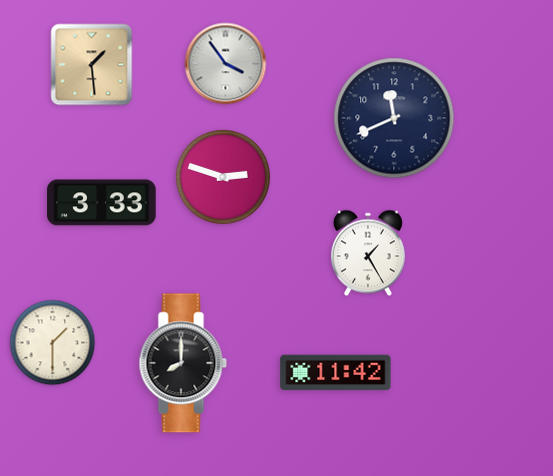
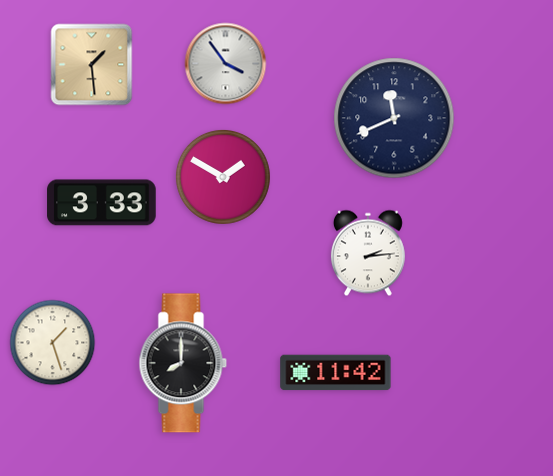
clock at (223, 177): 2:48 -> 1:50
clock at (368, 253): 1:25 -> 2:14
clock at (53, 343): 1:30 -> 1:27
